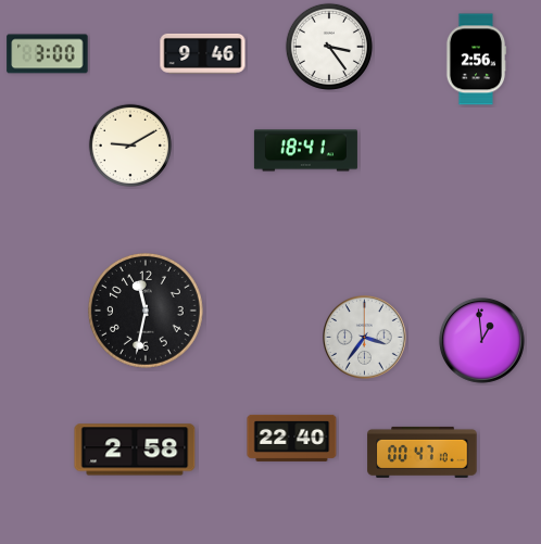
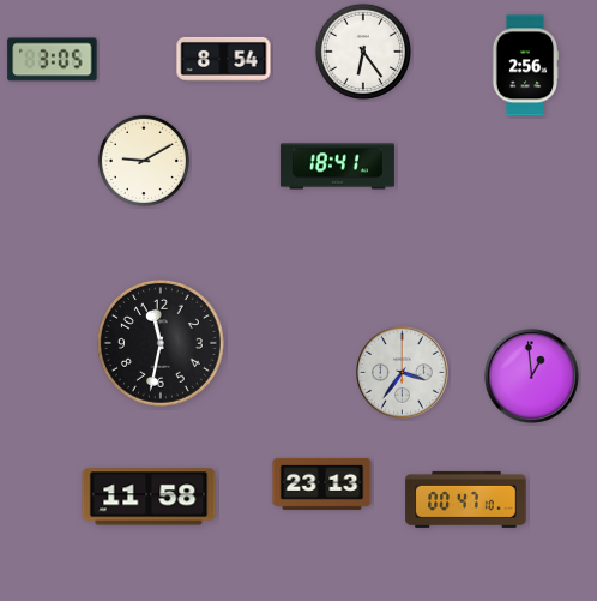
clock at (329, 47): 3:24 -> 6:24
clock at (203, 53): 9:46 -> 8:54
clock at (48, 54): 3:00 -> 3:05
clock at (292, 438): 22:40 -> 23:13
clock at (135, 450): 2:58 -> 11:58
